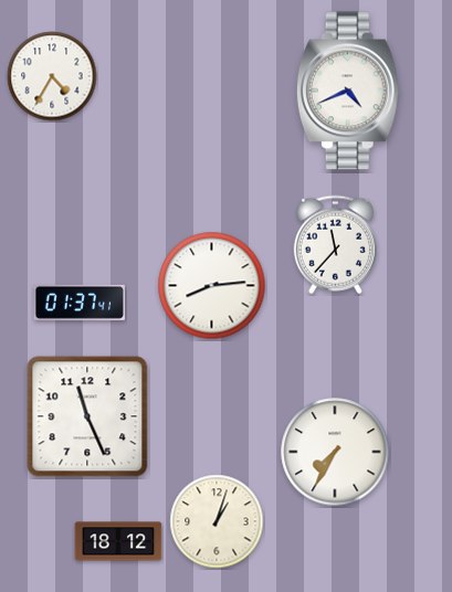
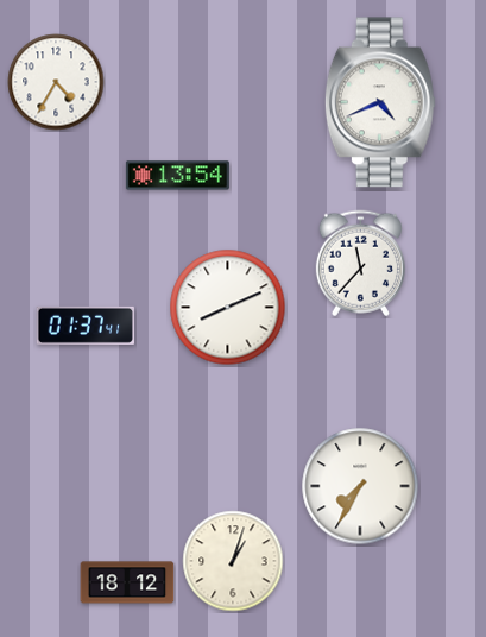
clock at (348, 91) position: (348, 91) -> (380, 102)
clock at (177, 176): none -> 13:54
clock at (212, 286): 8:14 -> 8:11
clock at (87, 416): 11:26 -> none
